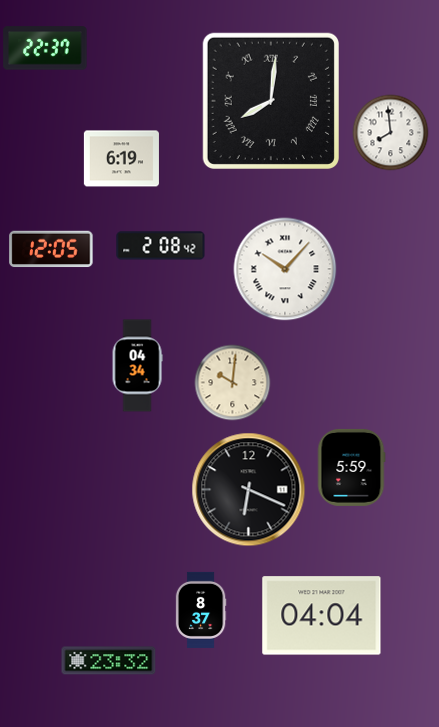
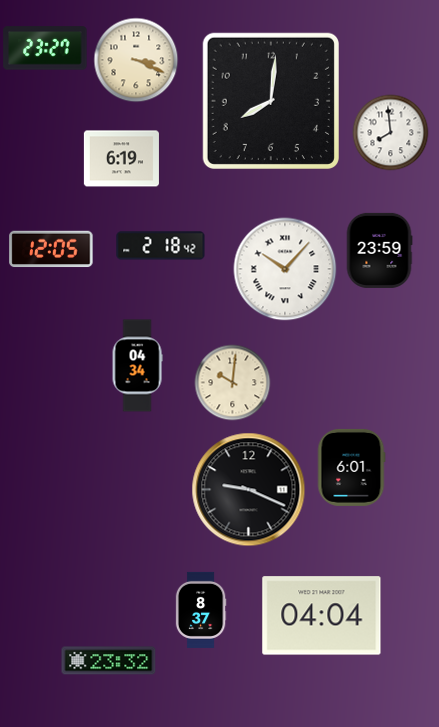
clock at (45, 48): 22:37 -> 23:27
clock at (136, 60): none -> 3:19
clock at (271, 101) numerals: Roman -> Arabic
clock at (161, 246): 2:08 -> 2:18
clock at (379, 250): none -> 23:59
clock at (351, 467): 5:59 -> 6:01
clock at (249, 490): 6:19 -> 9:19
